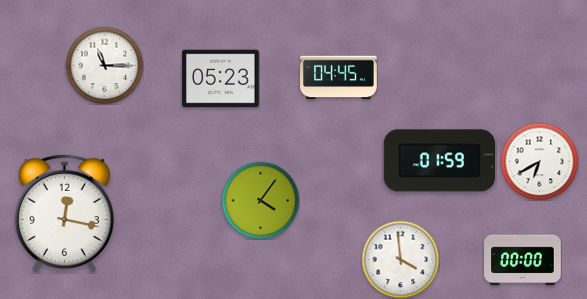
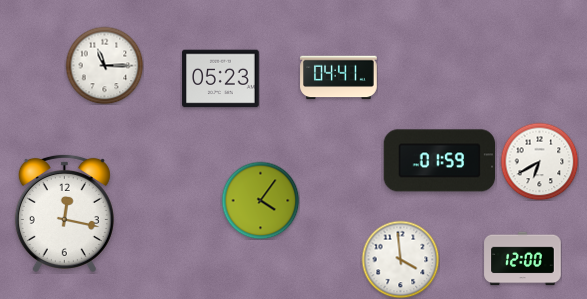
clock at (339, 78): 04:45 -> 04:41
clock at (523, 259): 00:00 -> 12:00
